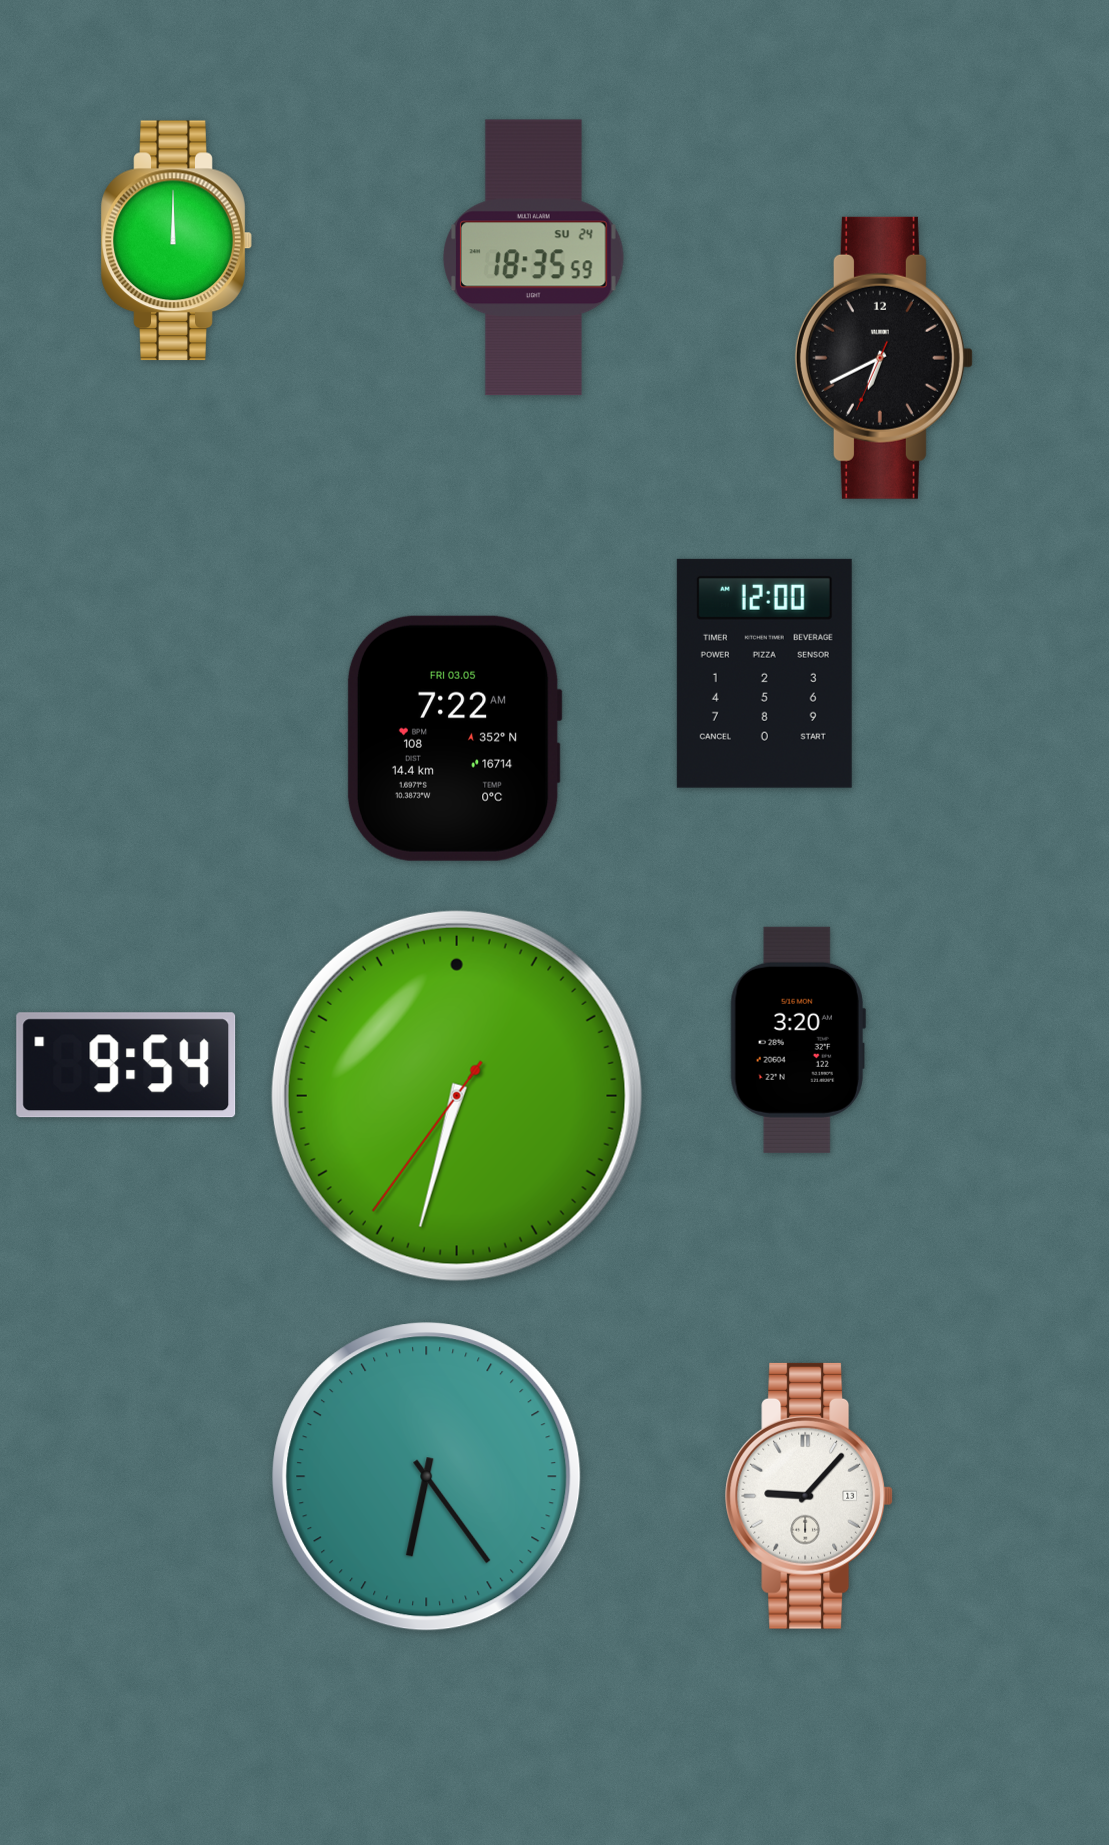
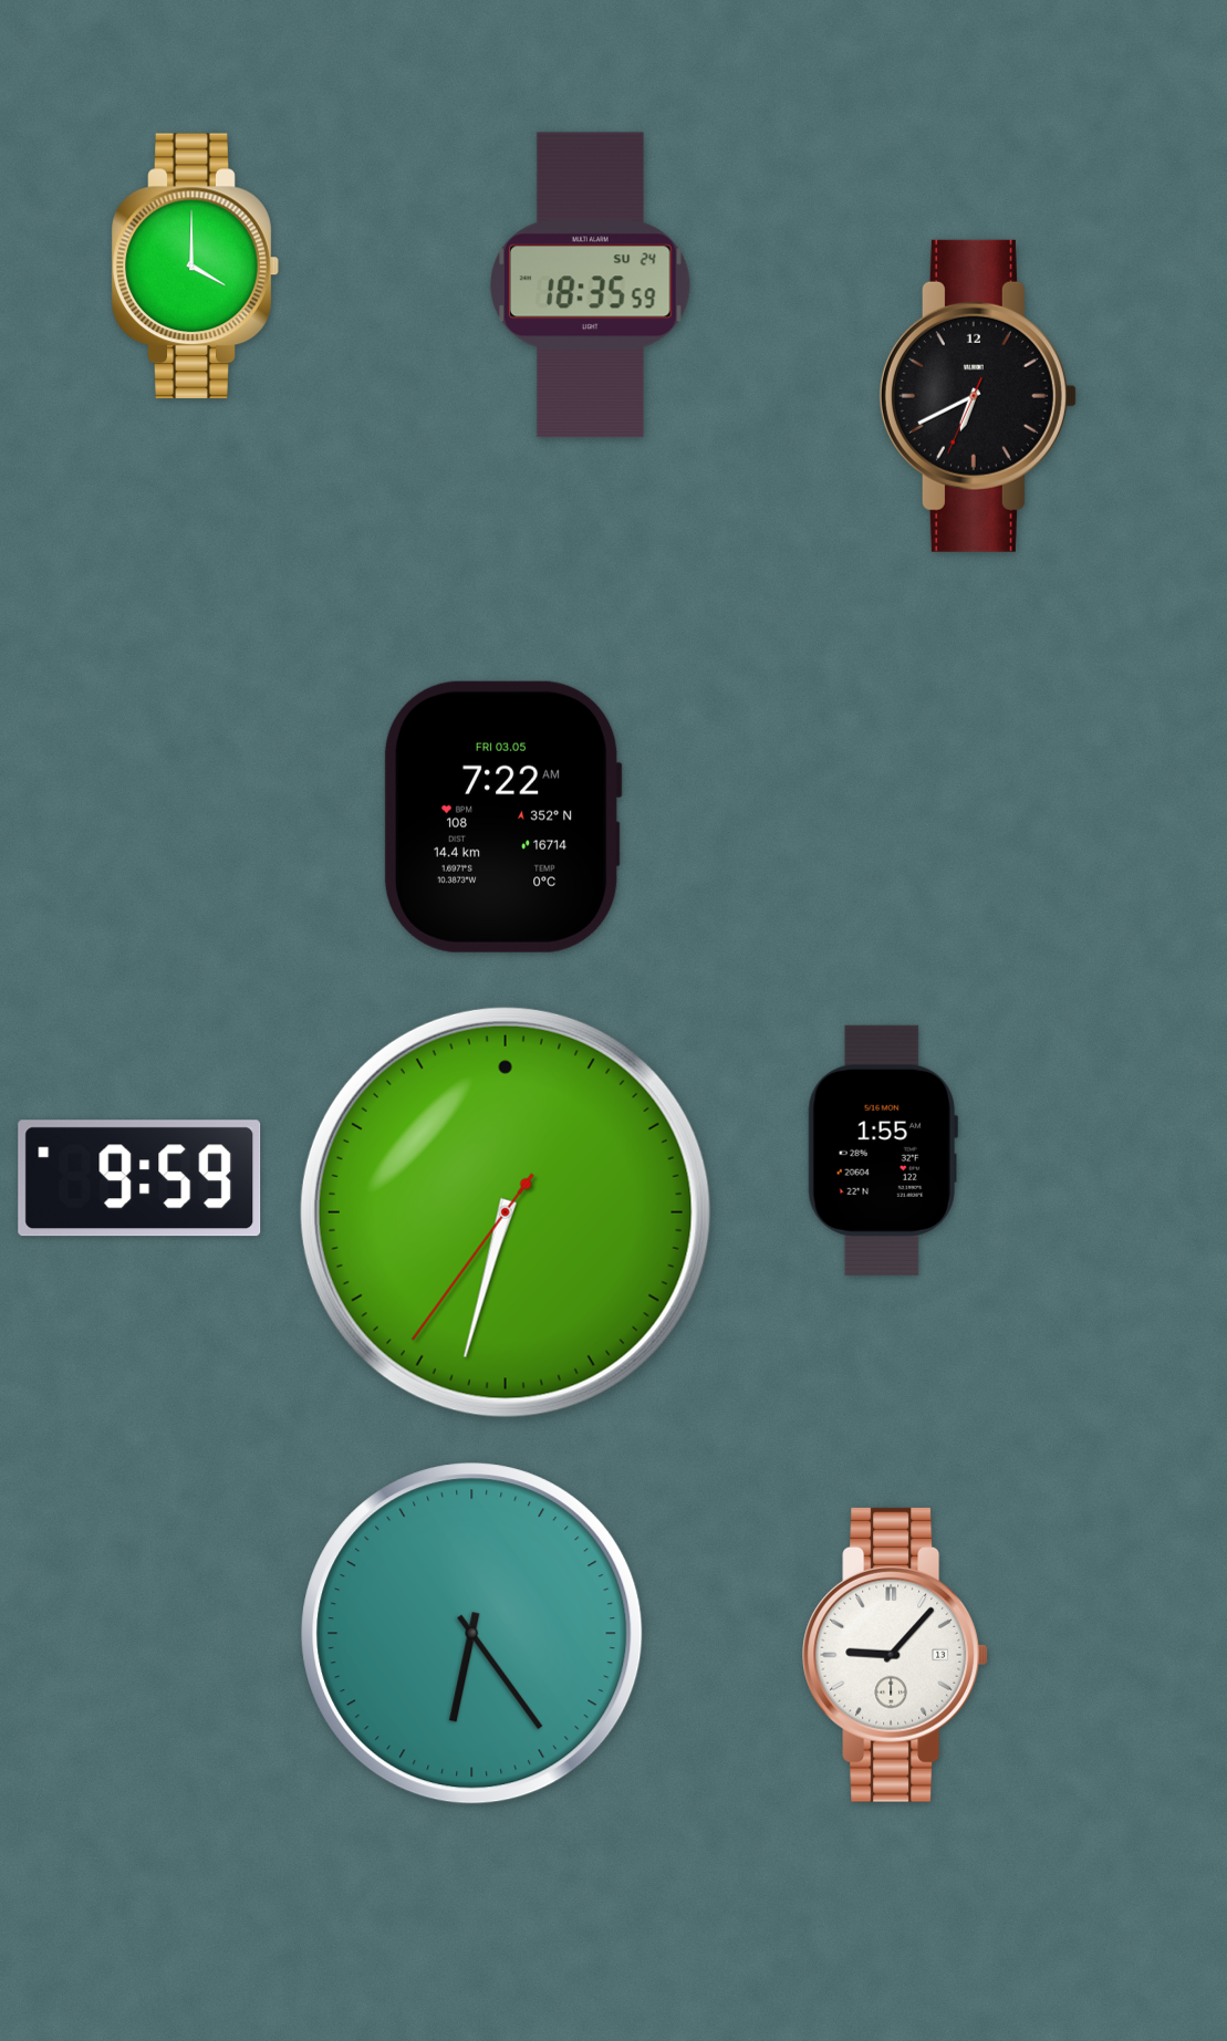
clock at (176, 241): 12:00 -> 4:00
clock at (764, 673): 12:00 -> none
clock at (798, 1040): 3:20 -> 1:55
clock at (126, 1065): 9:54 -> 9:59
